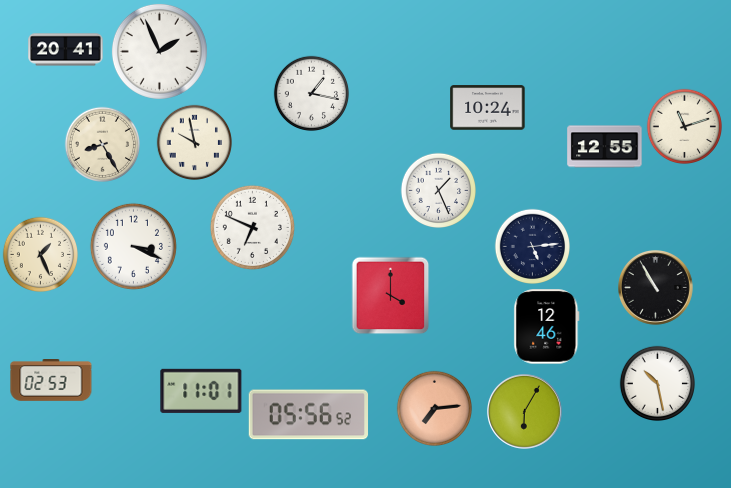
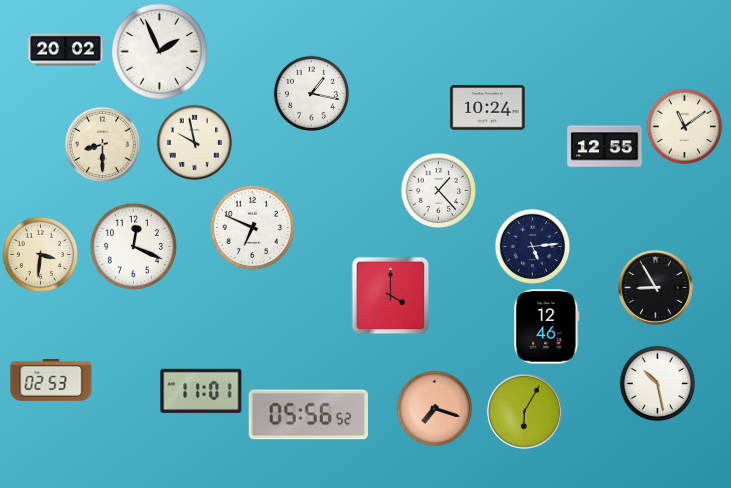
clock at (66, 50): 20:41 -> 20:02
clock at (684, 126): 11:12 -> 11:09
clock at (102, 144): 8:25 -> 8:30
clock at (438, 190): 1:26 -> 1:23
clock at (133, 246): 3:19 -> 12:19
clock at (40, 254): 1:26 -> 3:31
clock at (656, 288): 10:55 -> 8:55
clock at (434, 408): 7:14 -> 7:18
